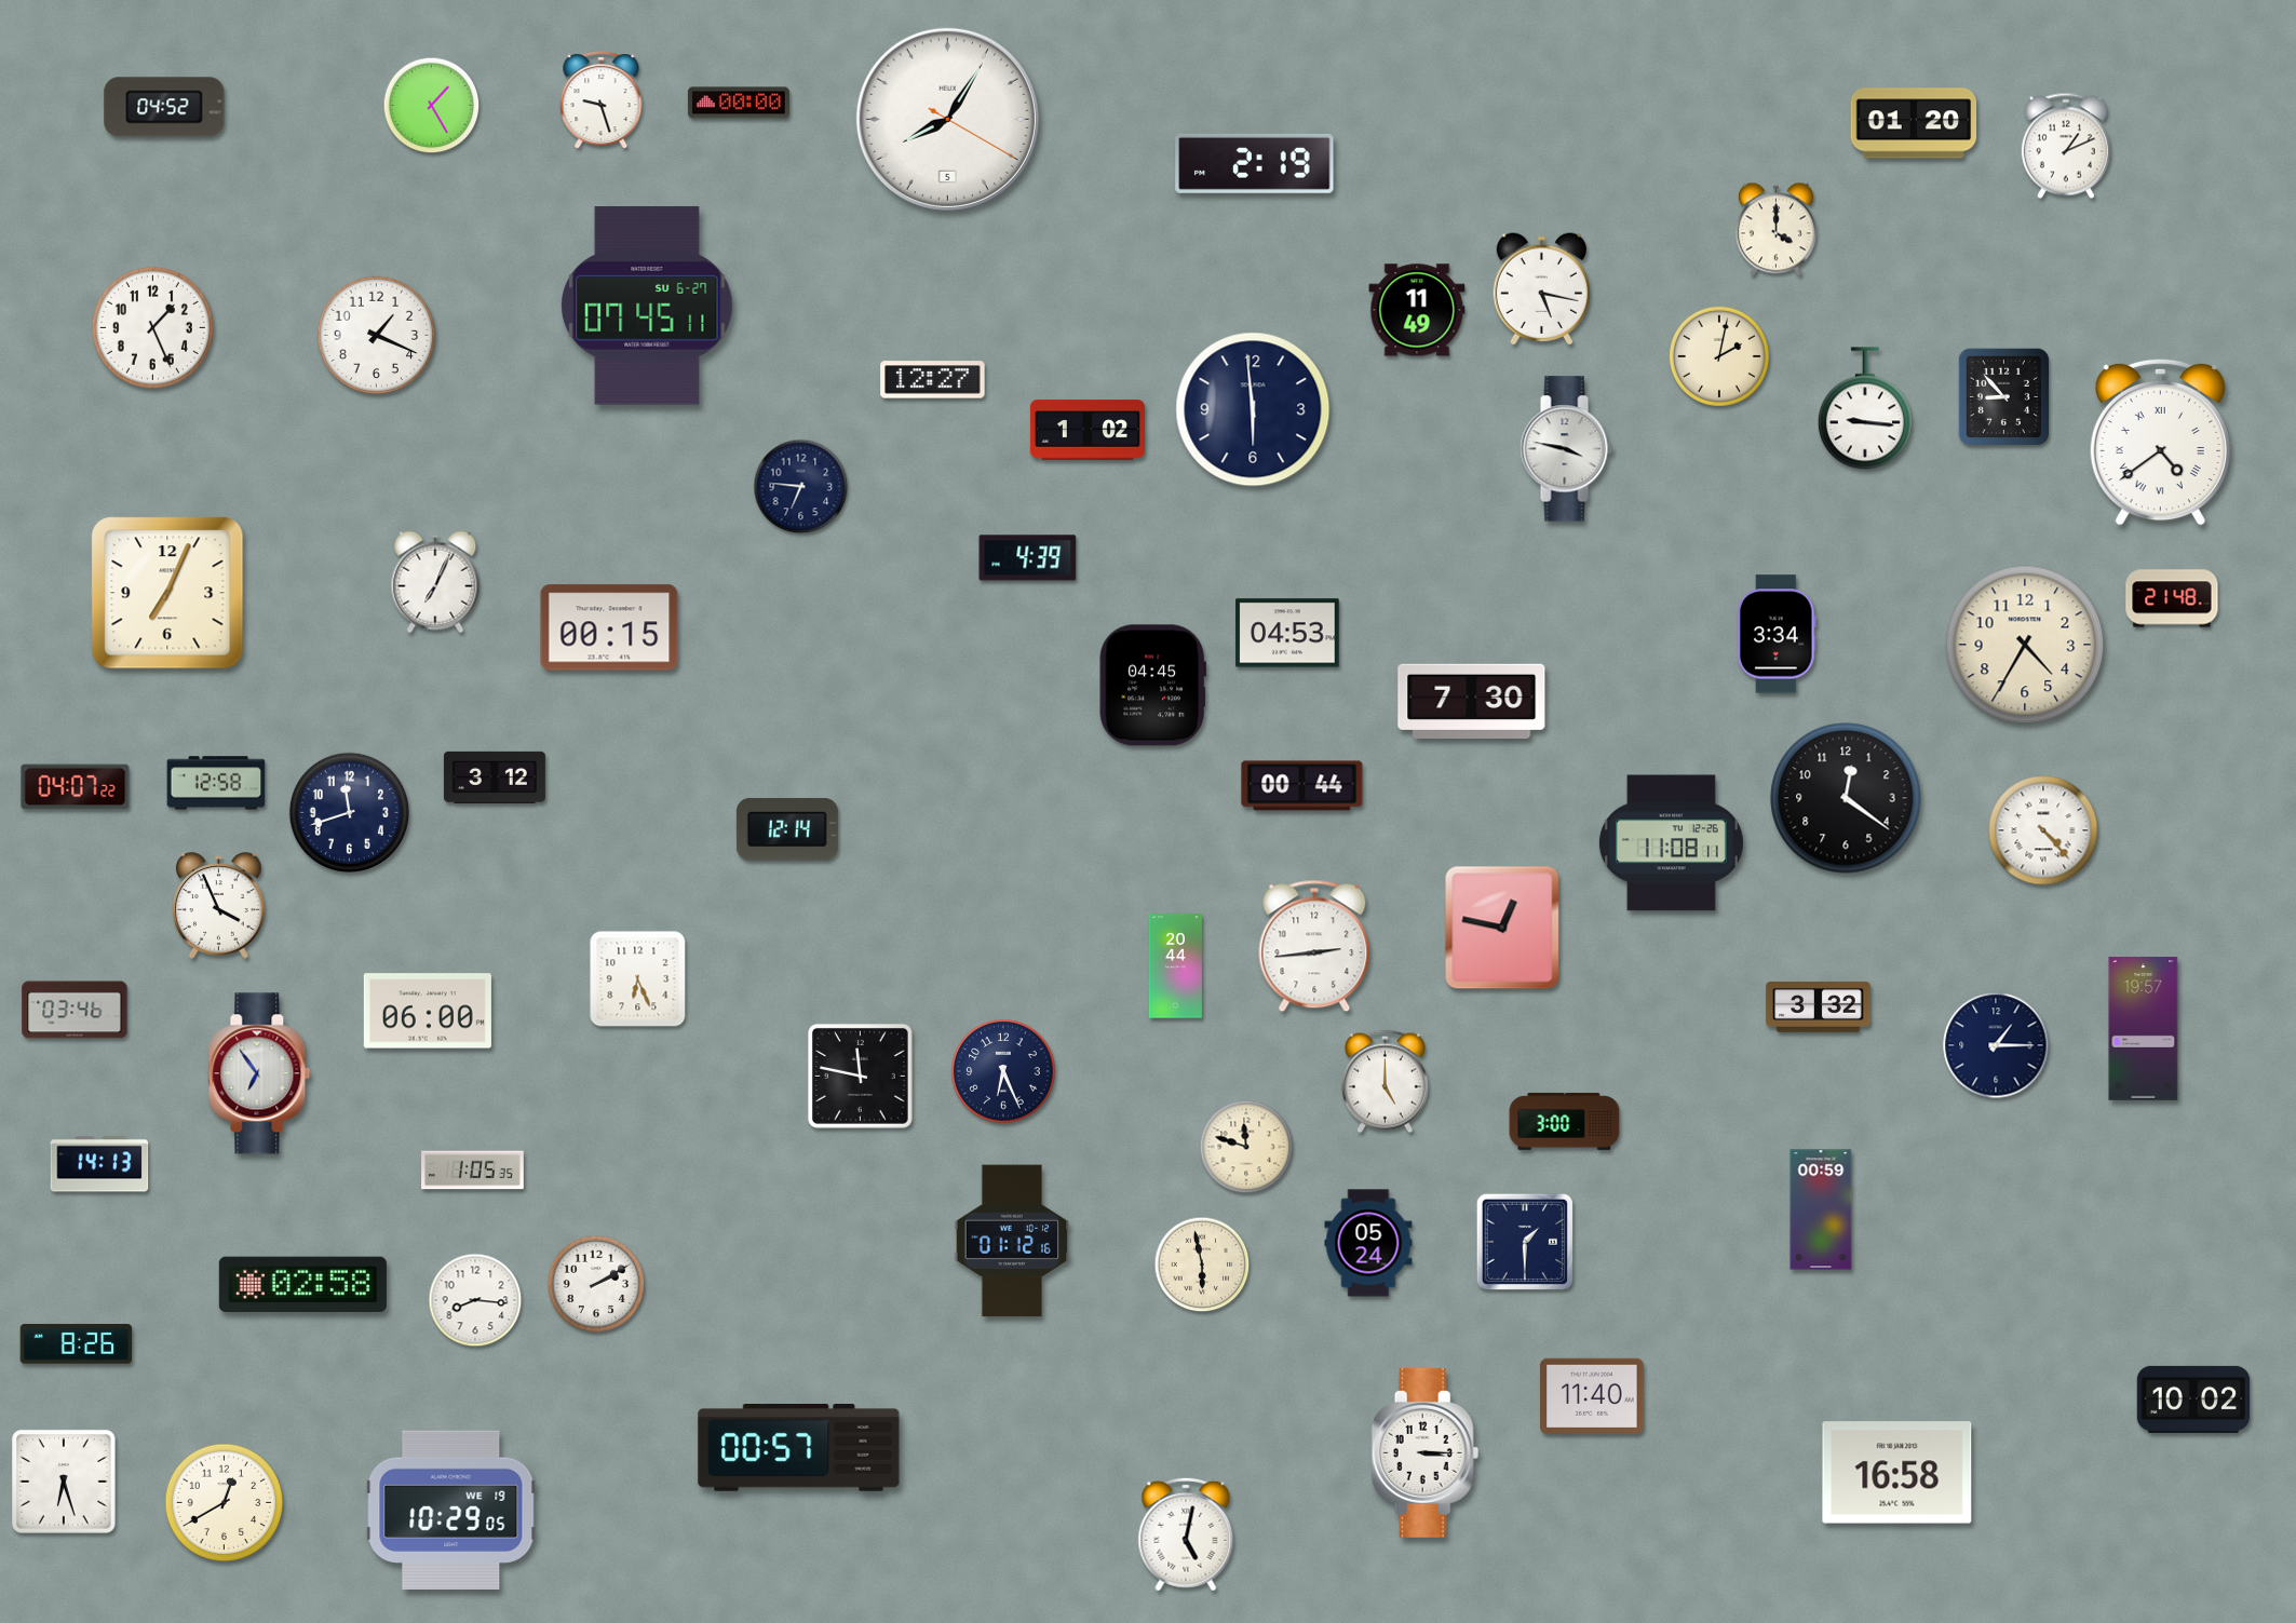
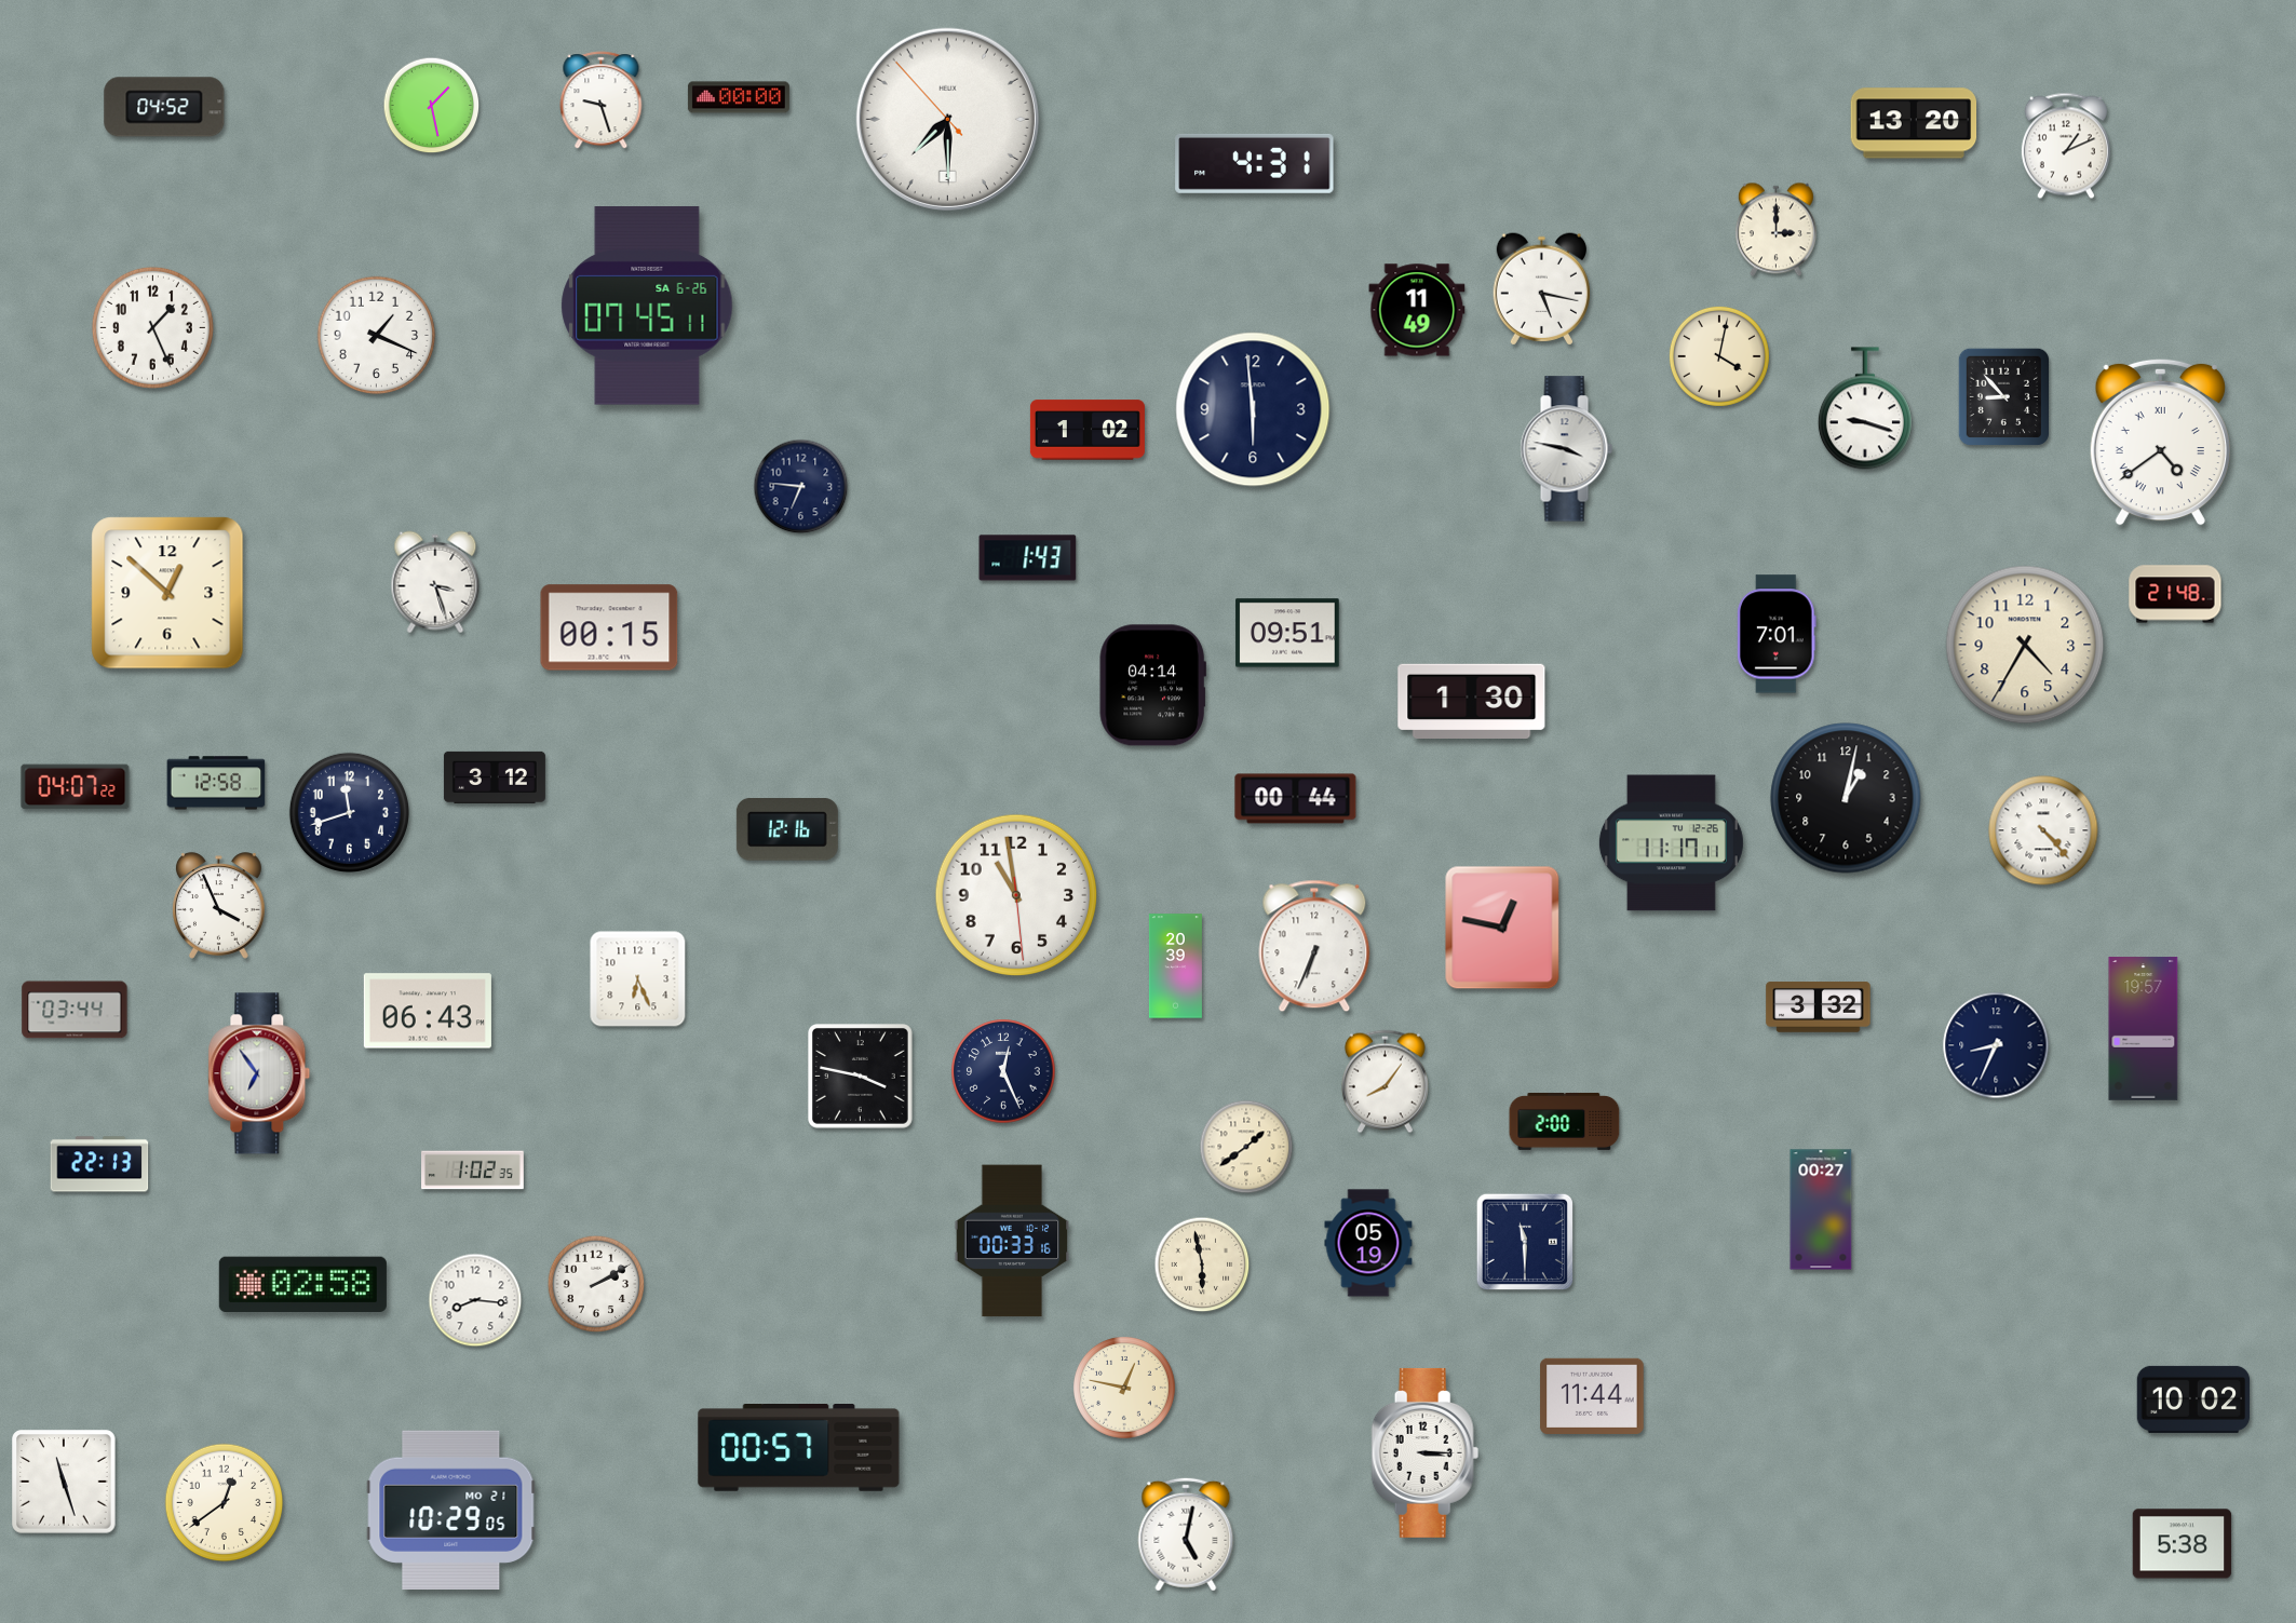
clock at (739, 103) position: (739, 103) -> (739, 97)
clock at (432, 106): 1:25 -> 1:28
clock at (947, 119): 8:05 -> 7:29
clock at (1914, 123): 01:20 -> 13:20
clock at (1255, 163): 2:19 -> 4:31
clock at (1775, 230): 4:00 -> 3:00
clock at (647, 306) date: SU 6-27 -> SA 6-26
clock at (1719, 356): 2:02 -> 4:02
clock at (933, 380): 12:27 -> none
clock at (1865, 408): 9:16 -> 9:18
clock at (1028, 558): 4:39 -> 1:43
clock at (435, 582): 7:04 -> 3:27
clock at (167, 593): 7:04 -> 12:52
clock at (2172, 598) position: (2172, 598) -> (2175, 594)
clock at (1287, 633): 04:53 -> 09:51
clock at (1778, 634): 3:34 -> 7:01
clock at (1152, 686): 04:45 -> 04:14
clock at (1472, 701): 7:30 -> 1:30
clock at (1302, 786) position: (1302, 786) -> (1296, 799)
clock at (1846, 798): 12:21 -> 1:02
clock at (787, 829): 12:14 -> 12:16
clock at (1671, 843): 11:08 -> 11:17
clock at (1016, 895): none -> 10:58
clock at (1314, 946): 2:44 -> 6:34
clock at (1175, 966): 20:44 -> 20:39
clock at (75, 1010): 03:46 -> 03:44
clock at (428, 1011): 06:00 -> 06:43
clock at (1996, 1045): 1:15 -> 8:34
clock at (1003, 1071): 6:26 -> 12:26
clock at (861, 1077): 11:47 -> 3:47
clock at (1385, 1082): 5:00 -> 8:06
clock at (1565, 1121): 3:00 -> 2:00
clock at (1246, 1147): 11:48 -> 1:39
clock at (99, 1164): 14:13 -> 22:13
clock at (473, 1171): 1:05 -> 1:02
clock at (1821, 1209): 00:59 -> 00:27
clock at (1012, 1241): 01:12 -> 00:33
clock at (1525, 1242): 1:30 -> 11:30
clock at (1368, 1243): 05:24 -> 05:19
clock at (77, 1344): 8:26 -> none
clock at (1125, 1389): none -> 12:47
clock at (1592, 1395): 11:40 -> 11:44
clock at (1897, 1473): 16:58 -> none
clock at (64, 1482): 6:27 -> 11:27
clock at (225, 1503): 12:40 -> 12:39
clock at (451, 1510) date: WE 19 -> MO 21
clock at (2183, 1544): none -> 5:38
